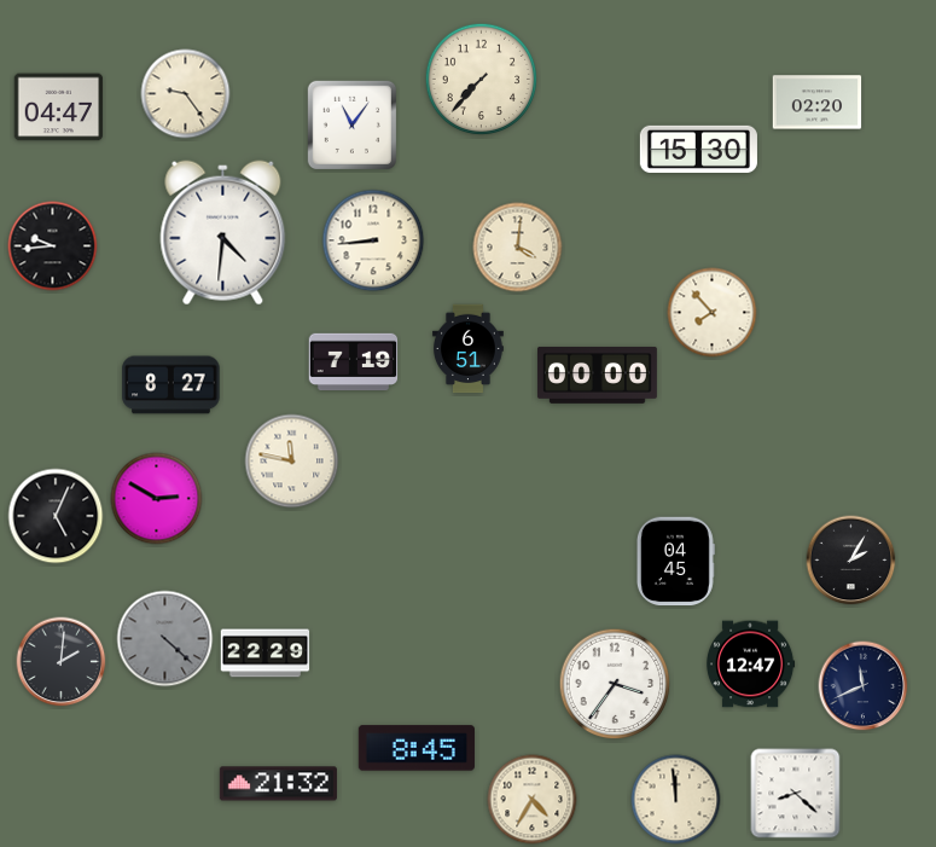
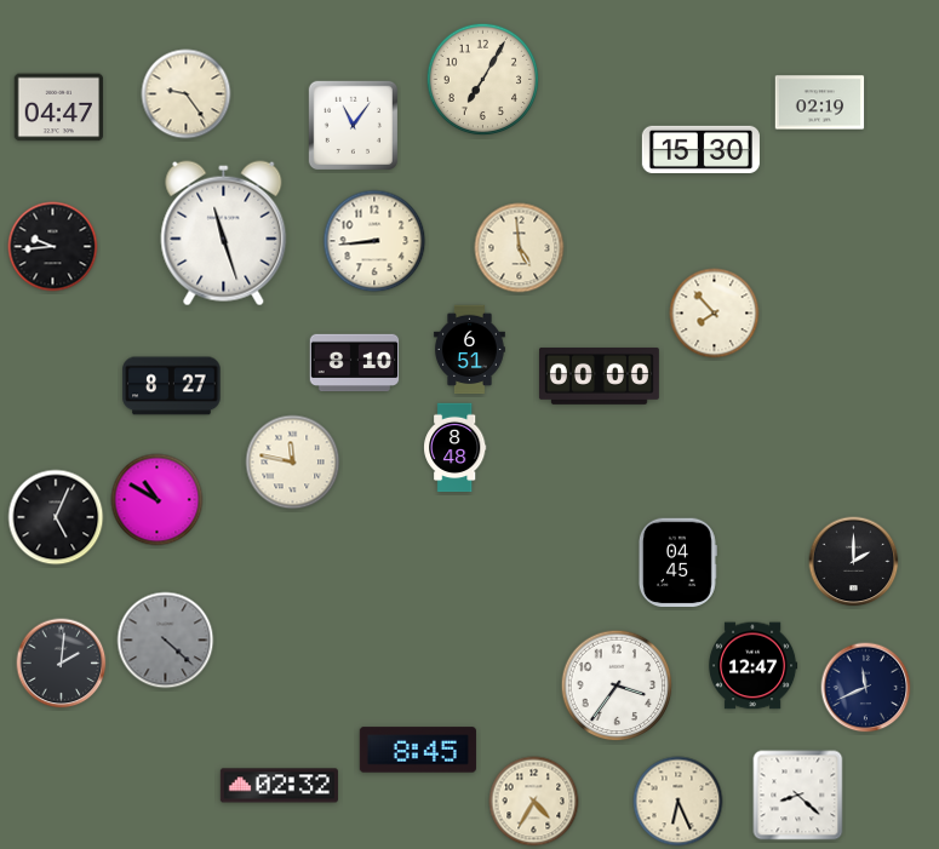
clock at (482, 80): 7:37 -> 7:05
clock at (818, 103): 02:20 -> 02:19
clock at (223, 233): 4:31 -> 11:27
clock at (518, 248): 4:01 -> 4:59
clock at (354, 362): 7:19 -> 8:10
clock at (456, 448): none -> 8:48
clock at (157, 499): 2:50 -> 10:50
clock at (851, 561): 2:05 -> 2:00
clock at (266, 654): 22:29 -> none
clock at (278, 784): 21:32 -> 02:32
clock at (676, 800): 11:59 -> 6:26
